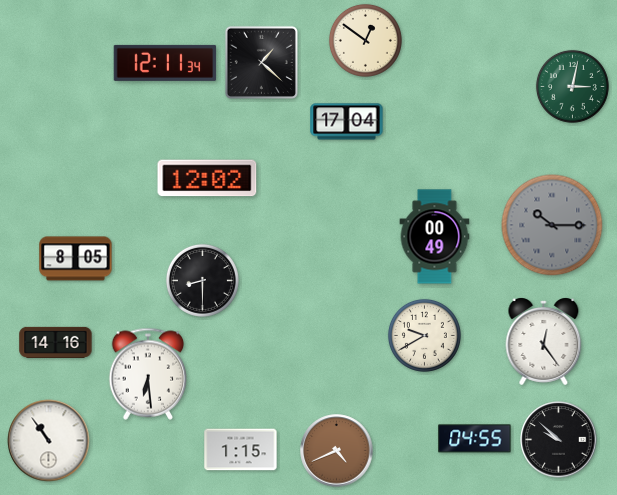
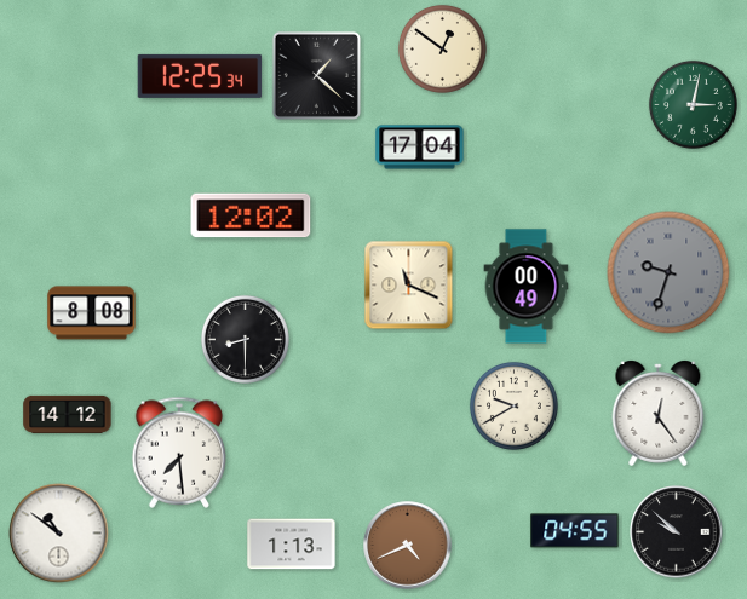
clock at (165, 63): 12:11 -> 12:25
clock at (552, 225): 10:15 -> 9:33
clock at (409, 286): none -> 11:19
clock at (76, 259): 8:05 -> 8:08
clock at (56, 342): 14:16 -> 14:12
clock at (148, 374): 6:29 -> 7:29
clock at (49, 441): 10:54 -> 10:51
clock at (241, 450): 1:15 -> 1:13
